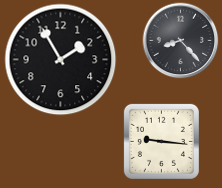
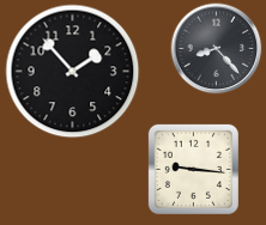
clock at (61, 60): 1:55 -> 1:53
